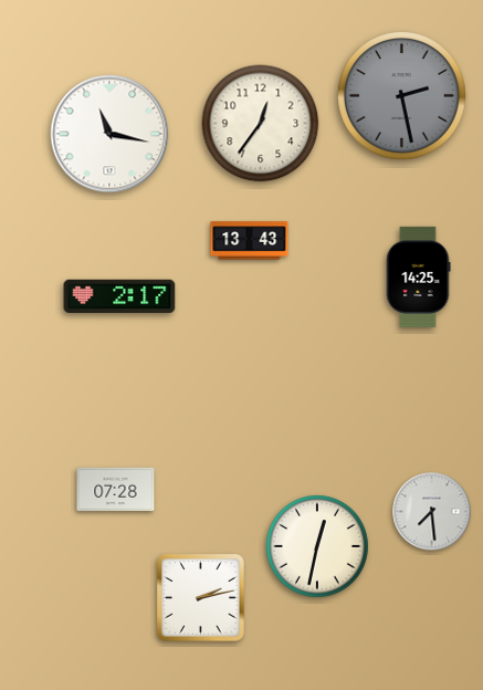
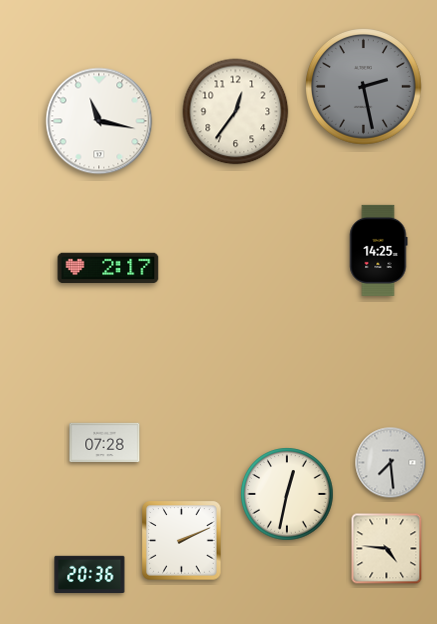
clock at (250, 241): 13:43 -> none
clock at (201, 598): 2:13 -> 2:11
clock at (387, 549): none -> 4:46
clock at (90, 574): none -> 20:36
